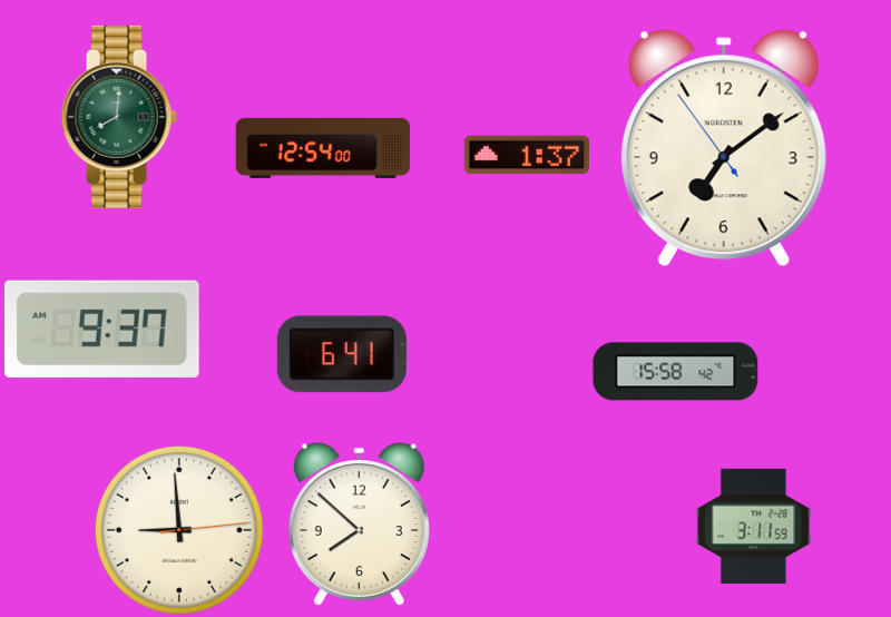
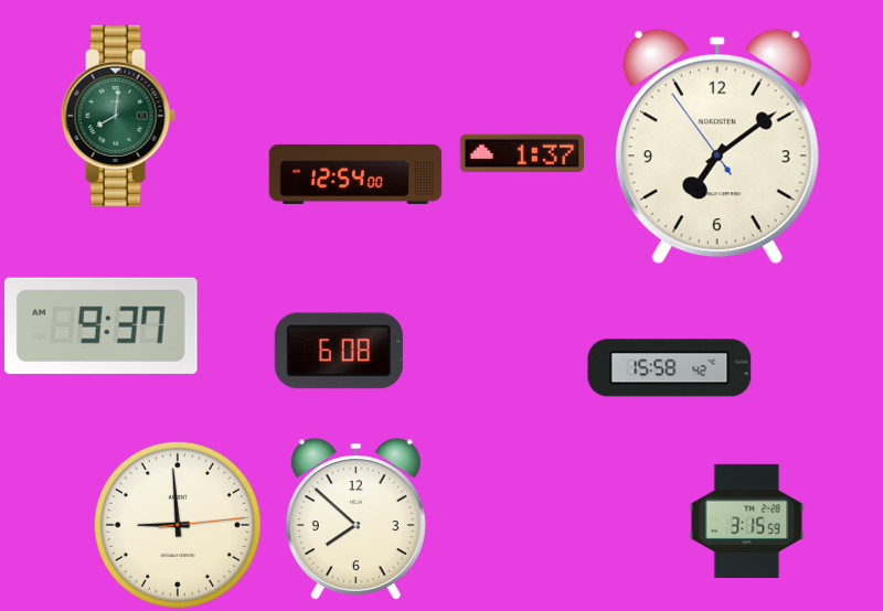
clock at (323, 148) position: (323, 148) -> (355, 174)
clock at (342, 354): 6:41 -> 6:08
clock at (754, 526): 3:11 -> 3:15
